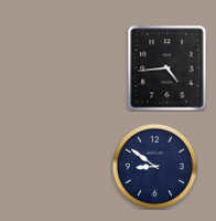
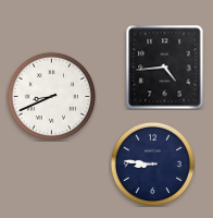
clock at (51, 96): none -> 8:41
clock at (154, 166): 8:51 -> 8:46
